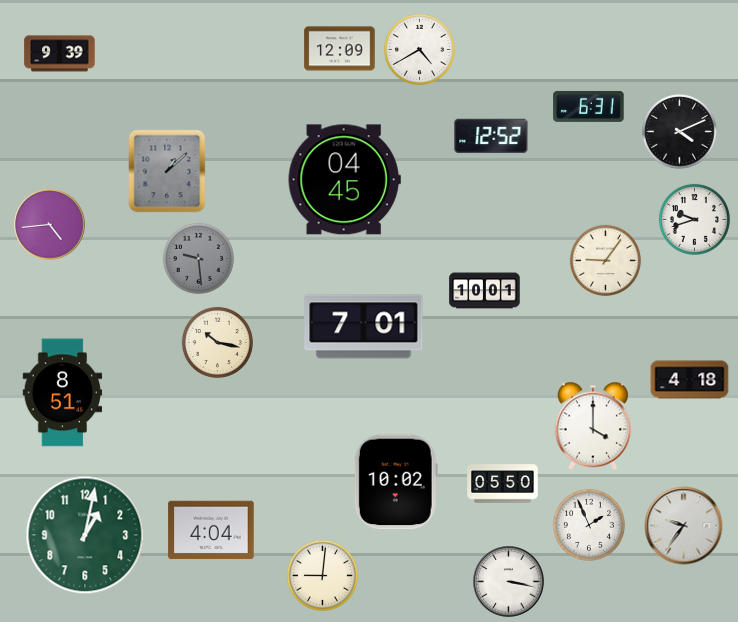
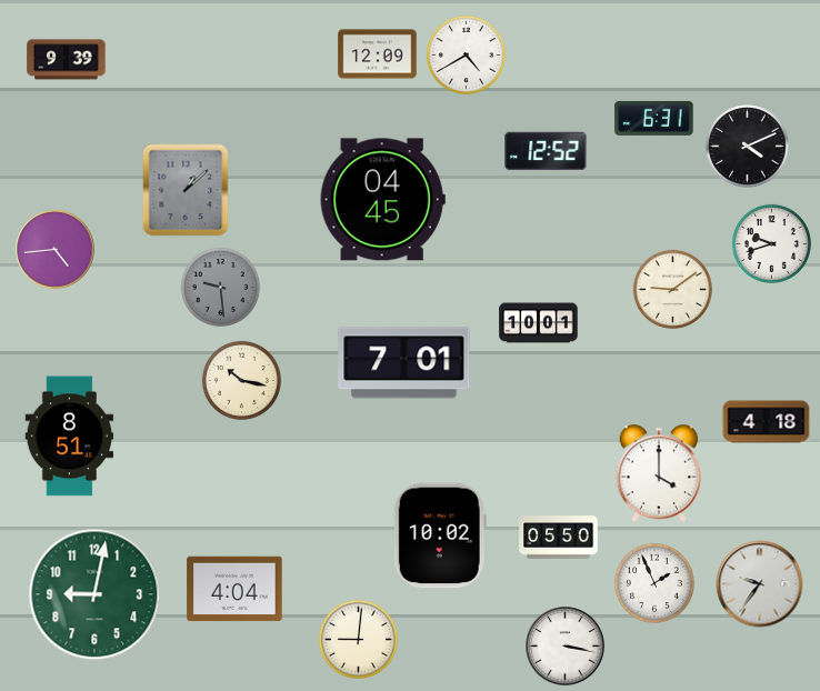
clock at (680, 132) position: (680, 132) -> (748, 147)
clock at (605, 260): 9:06 -> 9:09
clock at (85, 535): 1:02 -> 9:02
